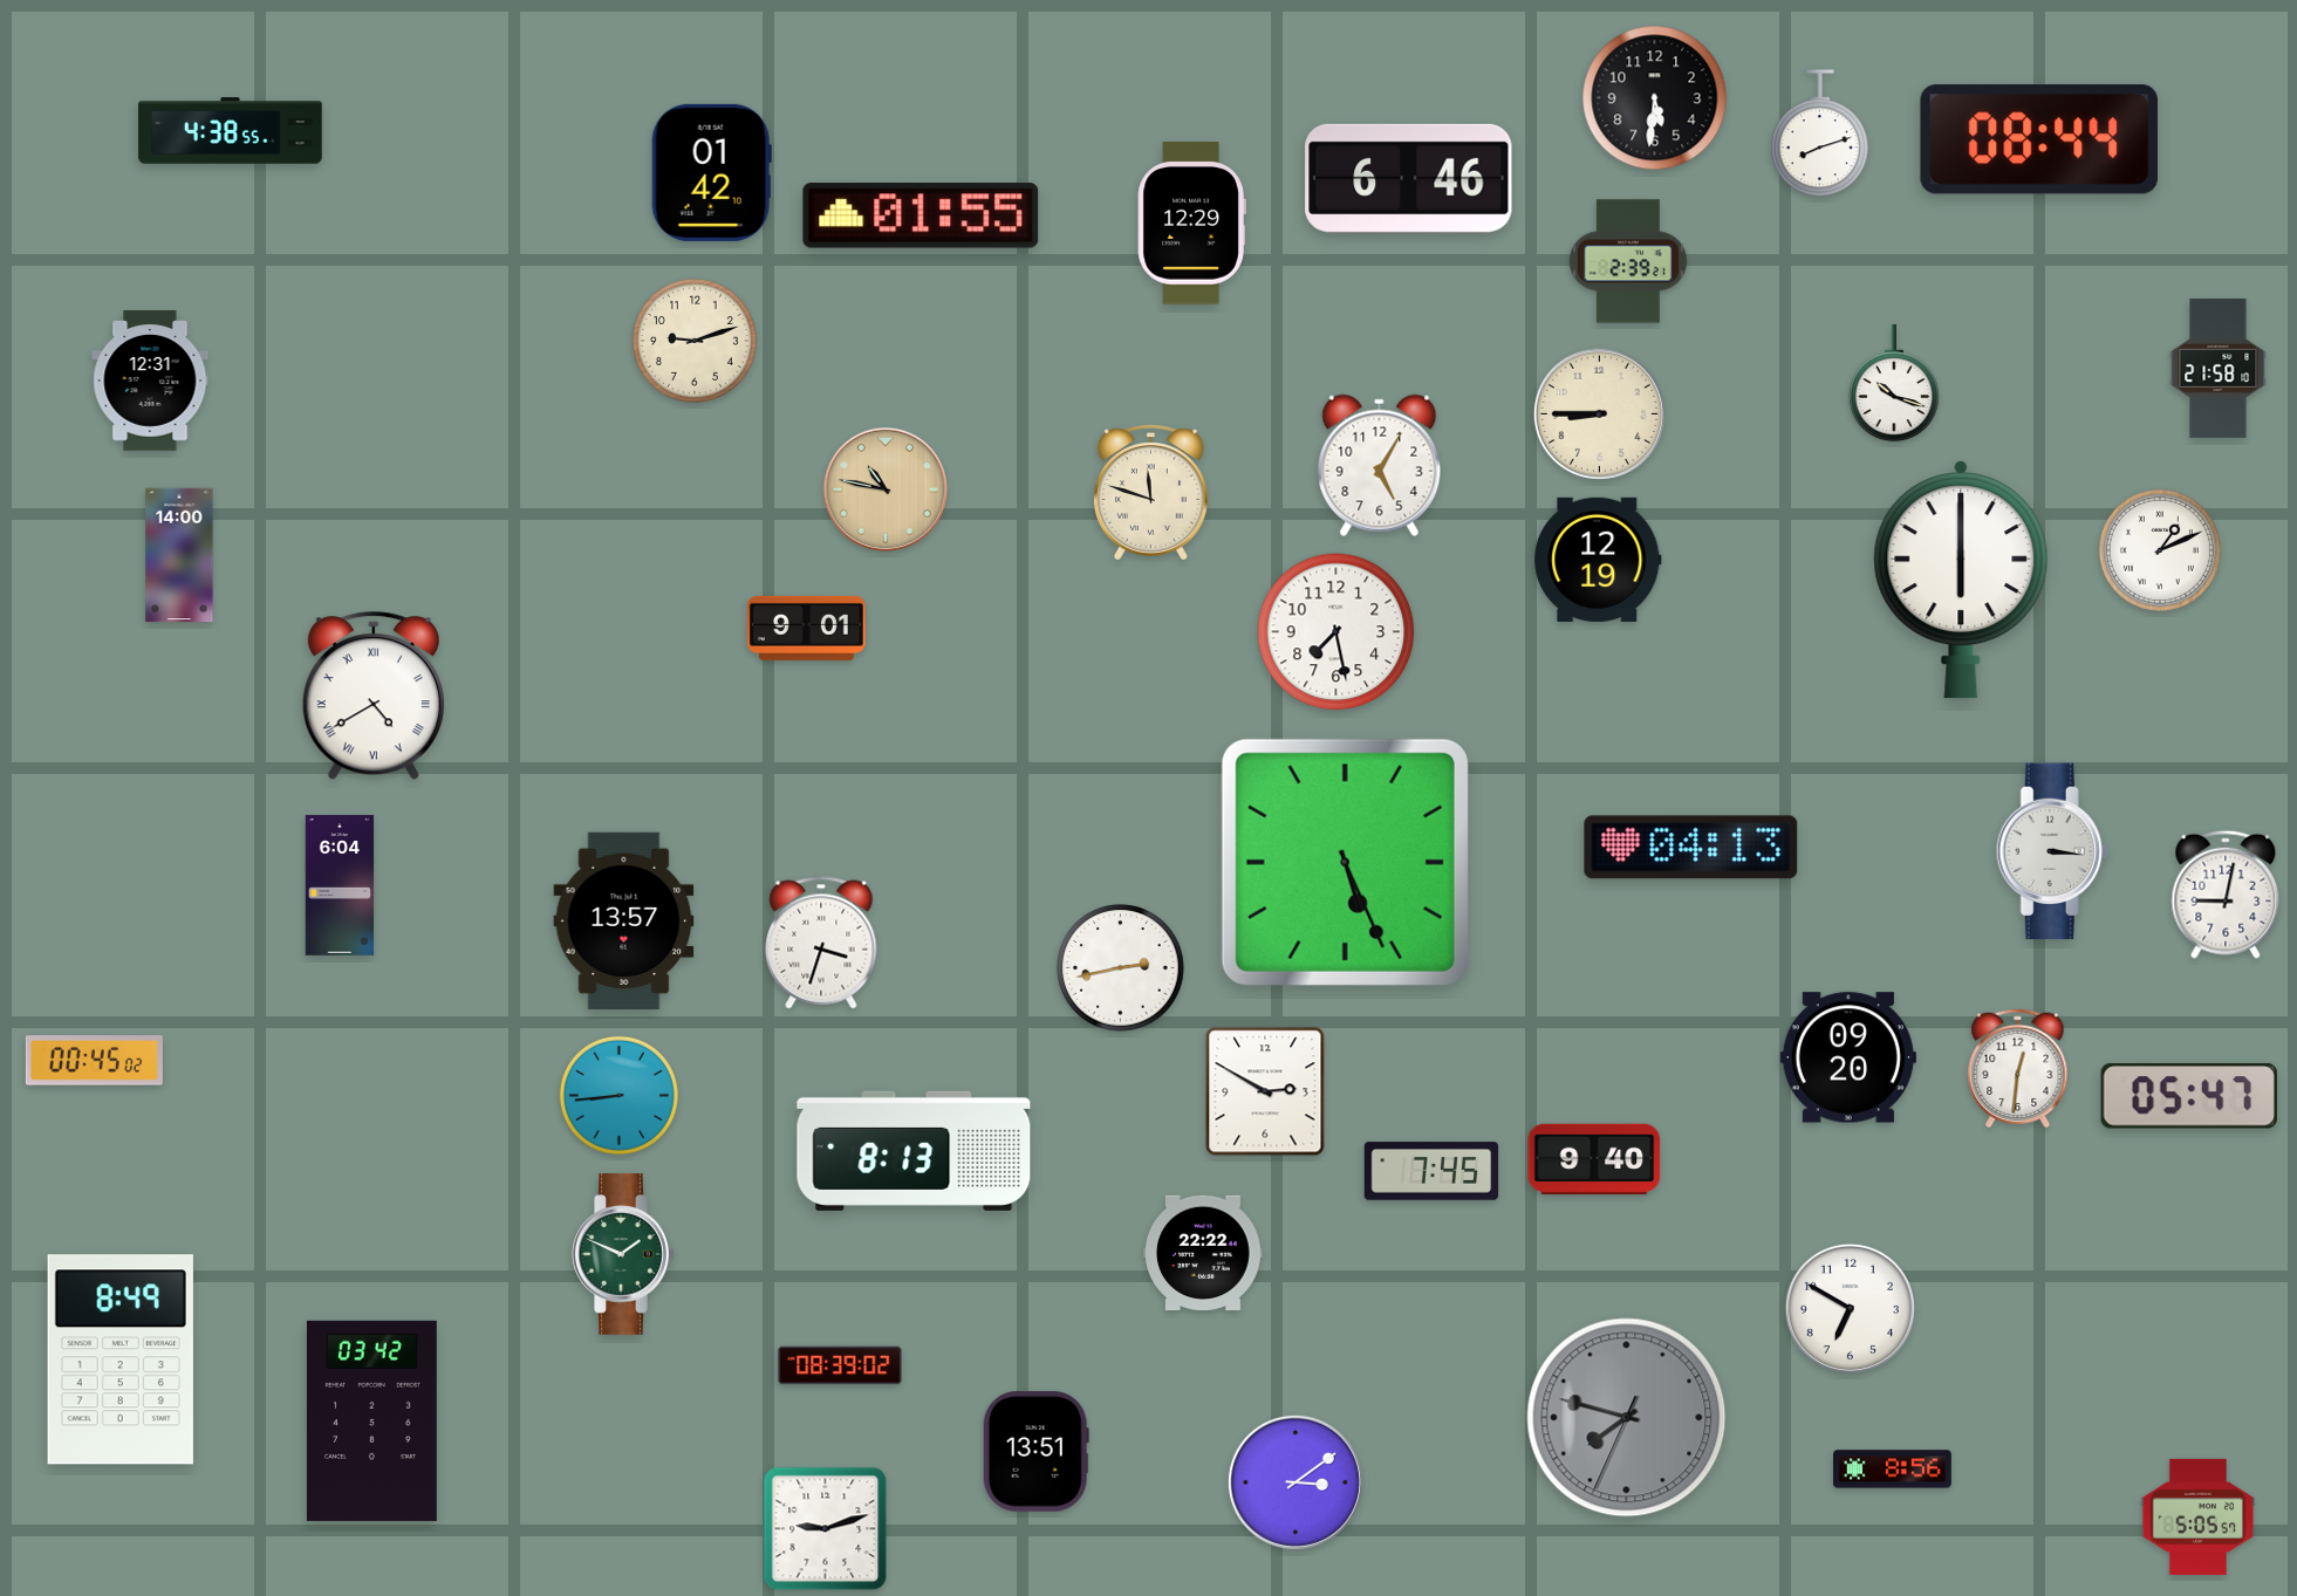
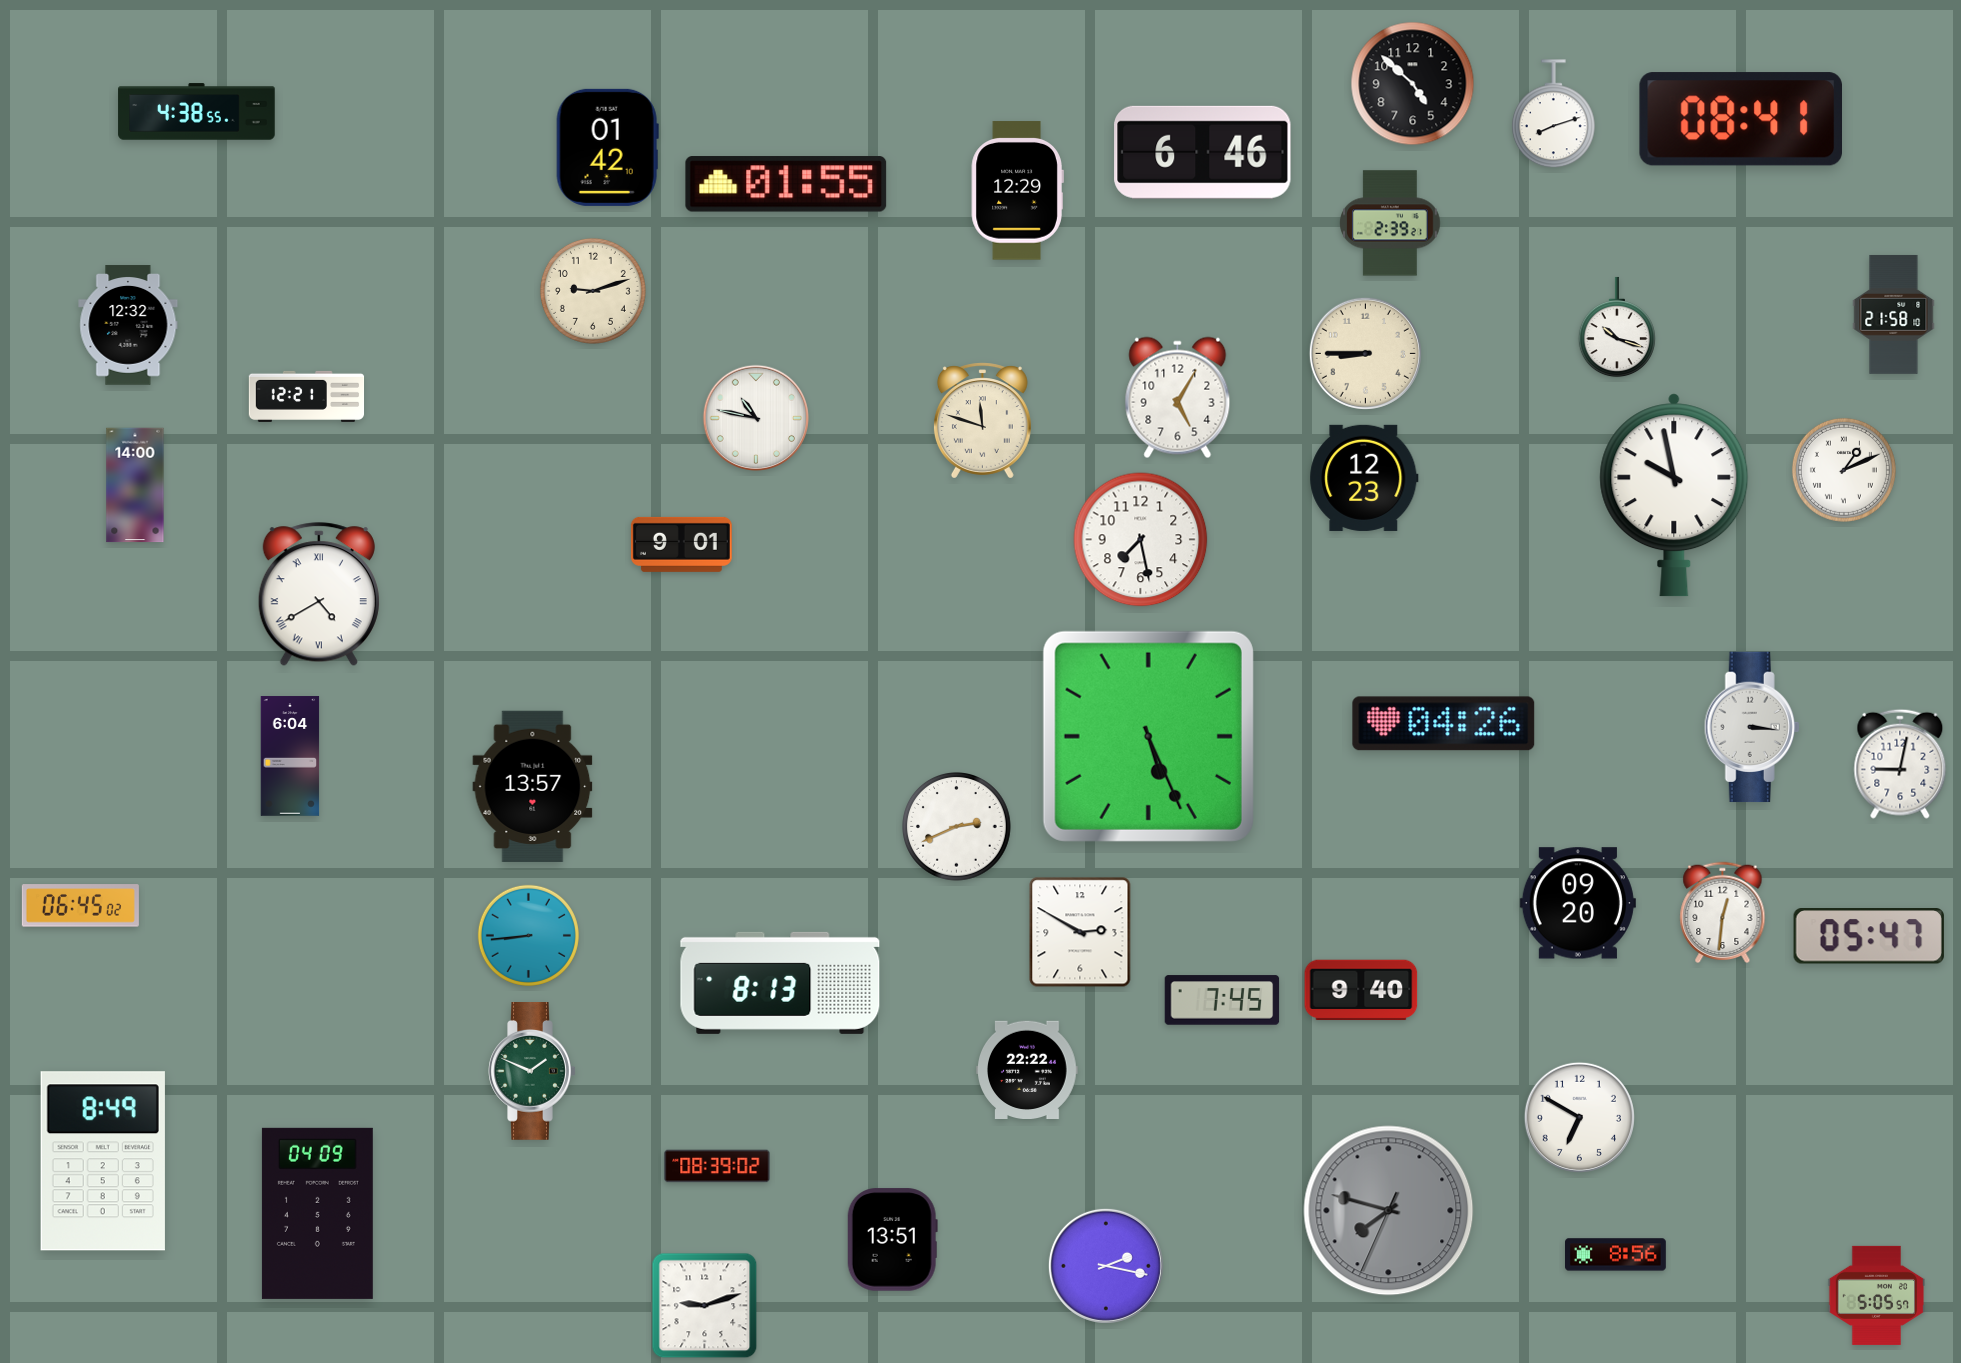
clock at (1655, 98): 5:31 -> 4:52
clock at (2038, 139): 08:44 -> 08:41
clock at (150, 381): 12:31 -> 12:32
clock at (307, 396): none -> 12:21
clock at (884, 488) dial: champagne -> white
clock at (179, 555) position: (179, 555) -> (135, 485)
clock at (1598, 560): 12:19 -> 12:23
clock at (1961, 580): 6:00 -> 9:58
clock at (806, 628) position: (806, 628) -> (681, 544)
clock at (1691, 848): 04:13 -> 04:26
clock at (821, 943): 3:33 -> none
clock at (1121, 968): 2:43 -> 2:41
clock at (94, 1061): 00:45 -> 06:45
clock at (371, 1420): 03:42 -> 04:09
clock at (1035, 1452) position: (1035, 1452) -> (892, 1240)
clock at (1296, 1482): 3:09 -> 2:17
